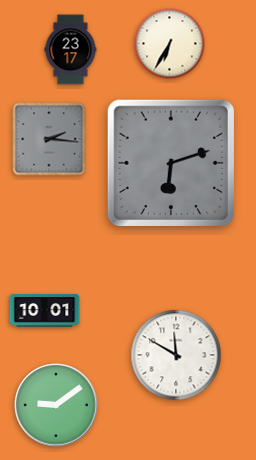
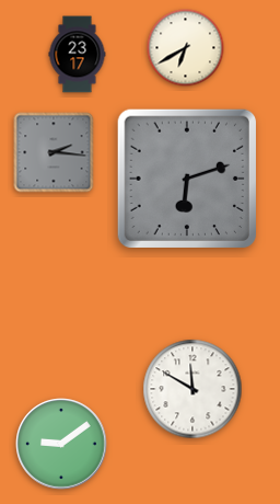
clock at (170, 44): 6:35 -> 6:40
clock at (45, 311): 10:01 -> none
